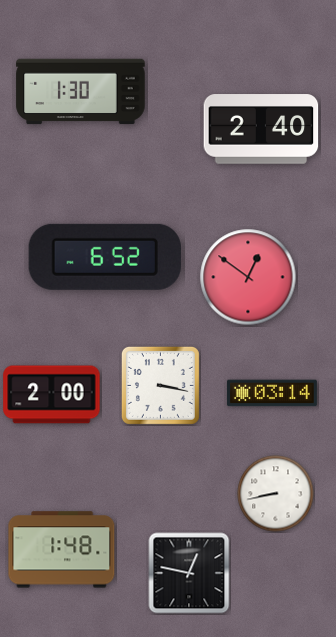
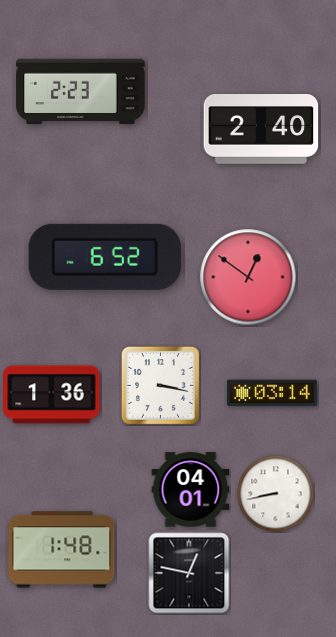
clock at (81, 92): 1:30 -> 2:23
clock at (52, 395): 2:00 -> 1:36
clock at (191, 490): none -> 04:01
